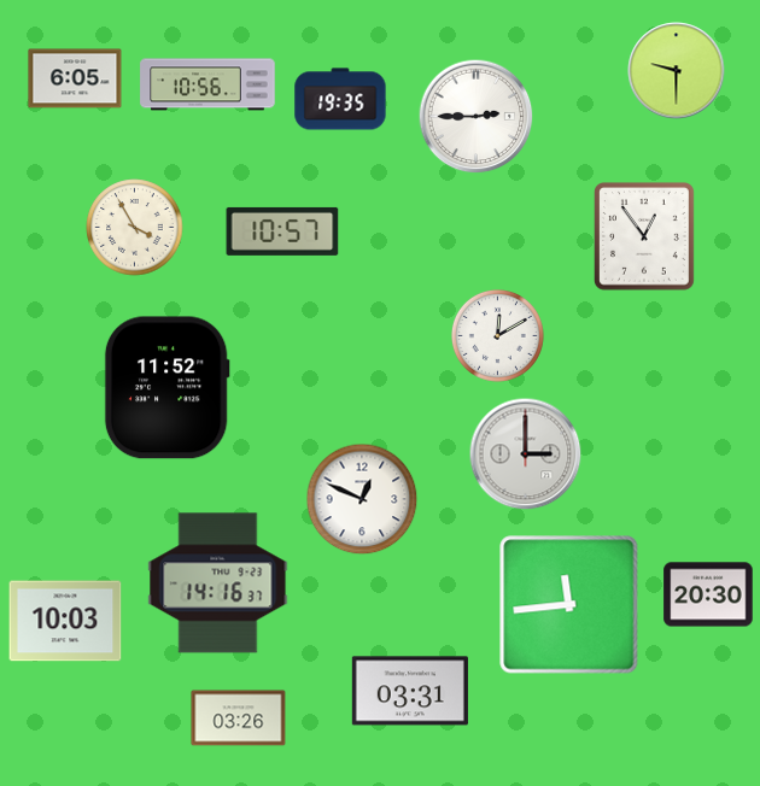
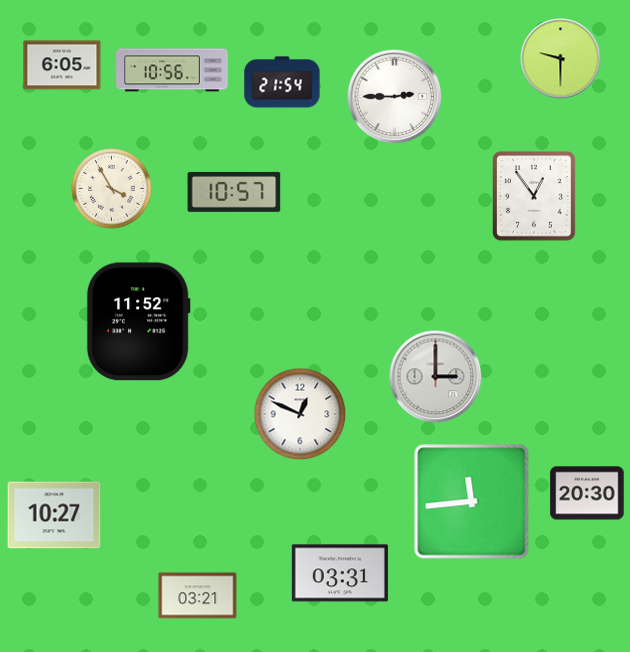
clock at (340, 99): 19:35 -> 21:54
clock at (497, 335): 12:10 -> none
clock at (218, 583): 14:16 -> none
clock at (65, 621): 10:03 -> 10:27
clock at (239, 718): 03:26 -> 03:21
